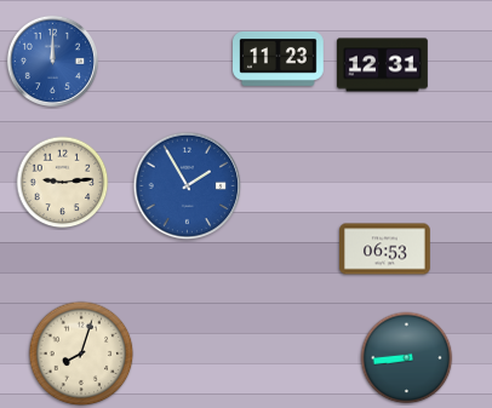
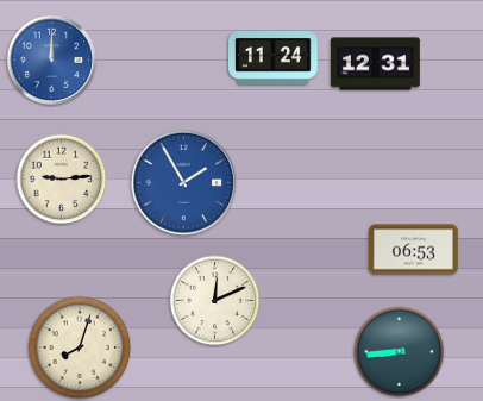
clock at (279, 59): 11:23 -> 11:24
clock at (385, 249) position: (385, 249) -> (414, 250)
clock at (215, 301): none -> 12:11
